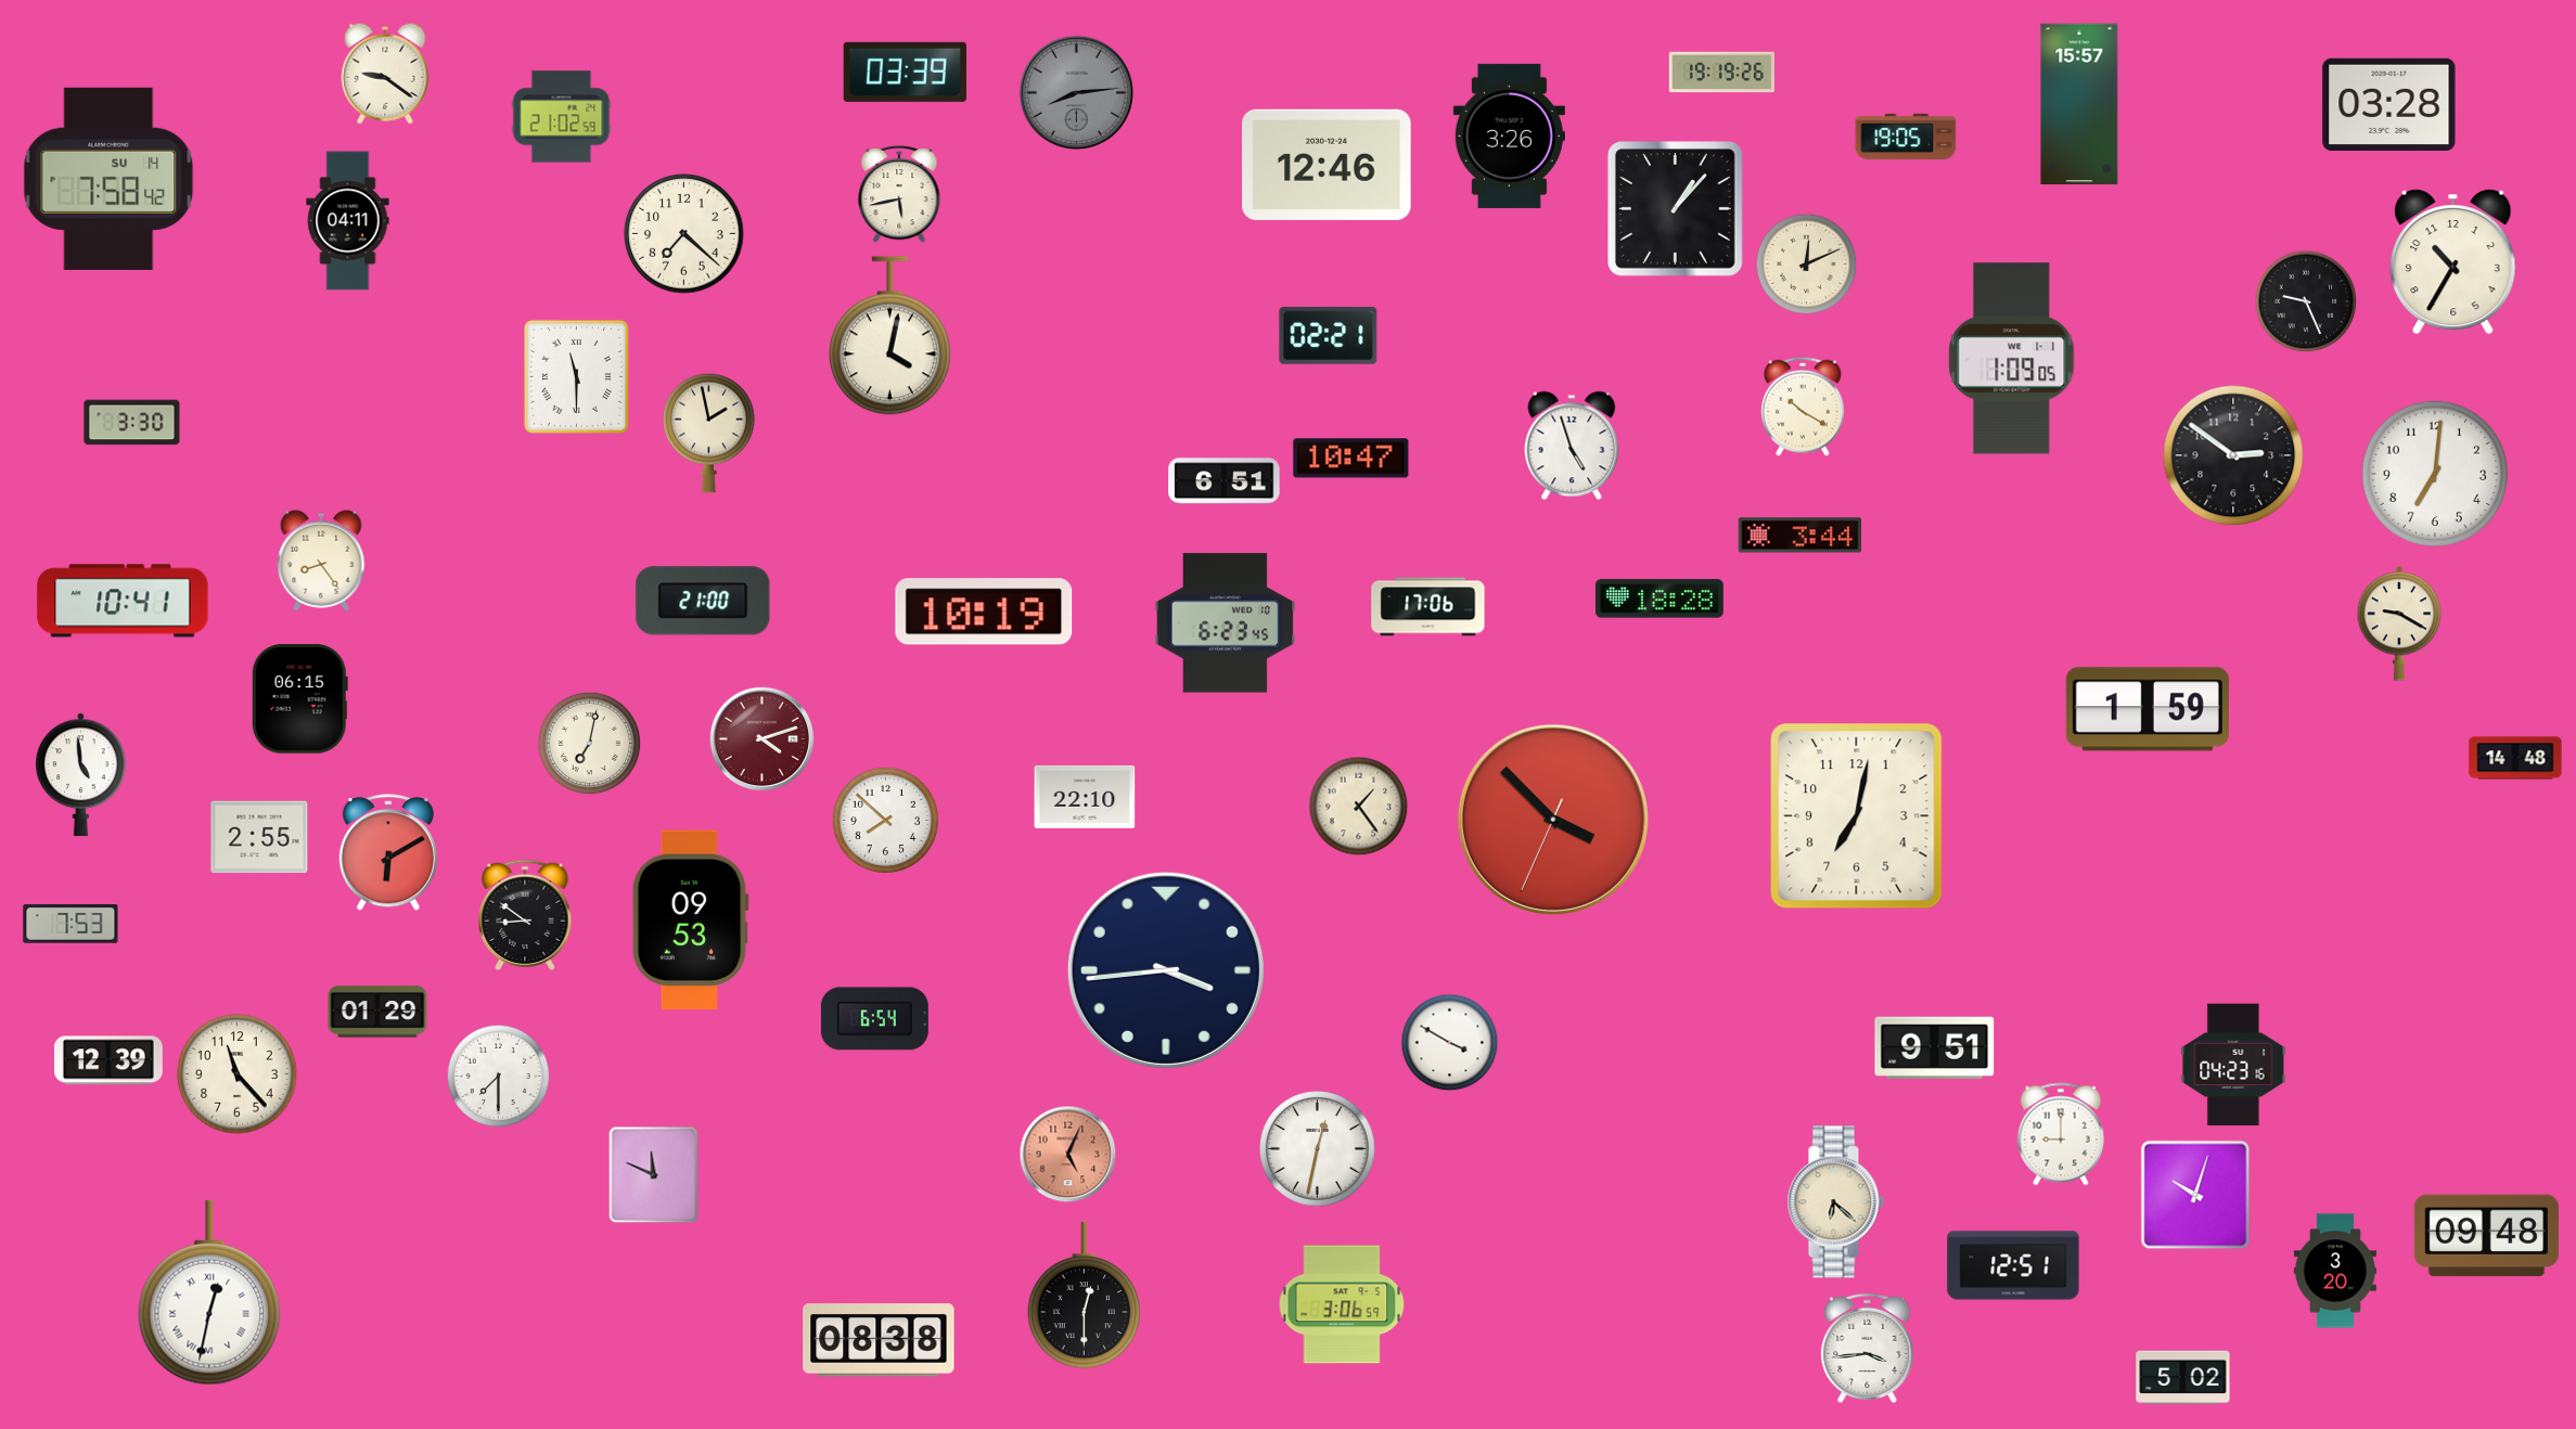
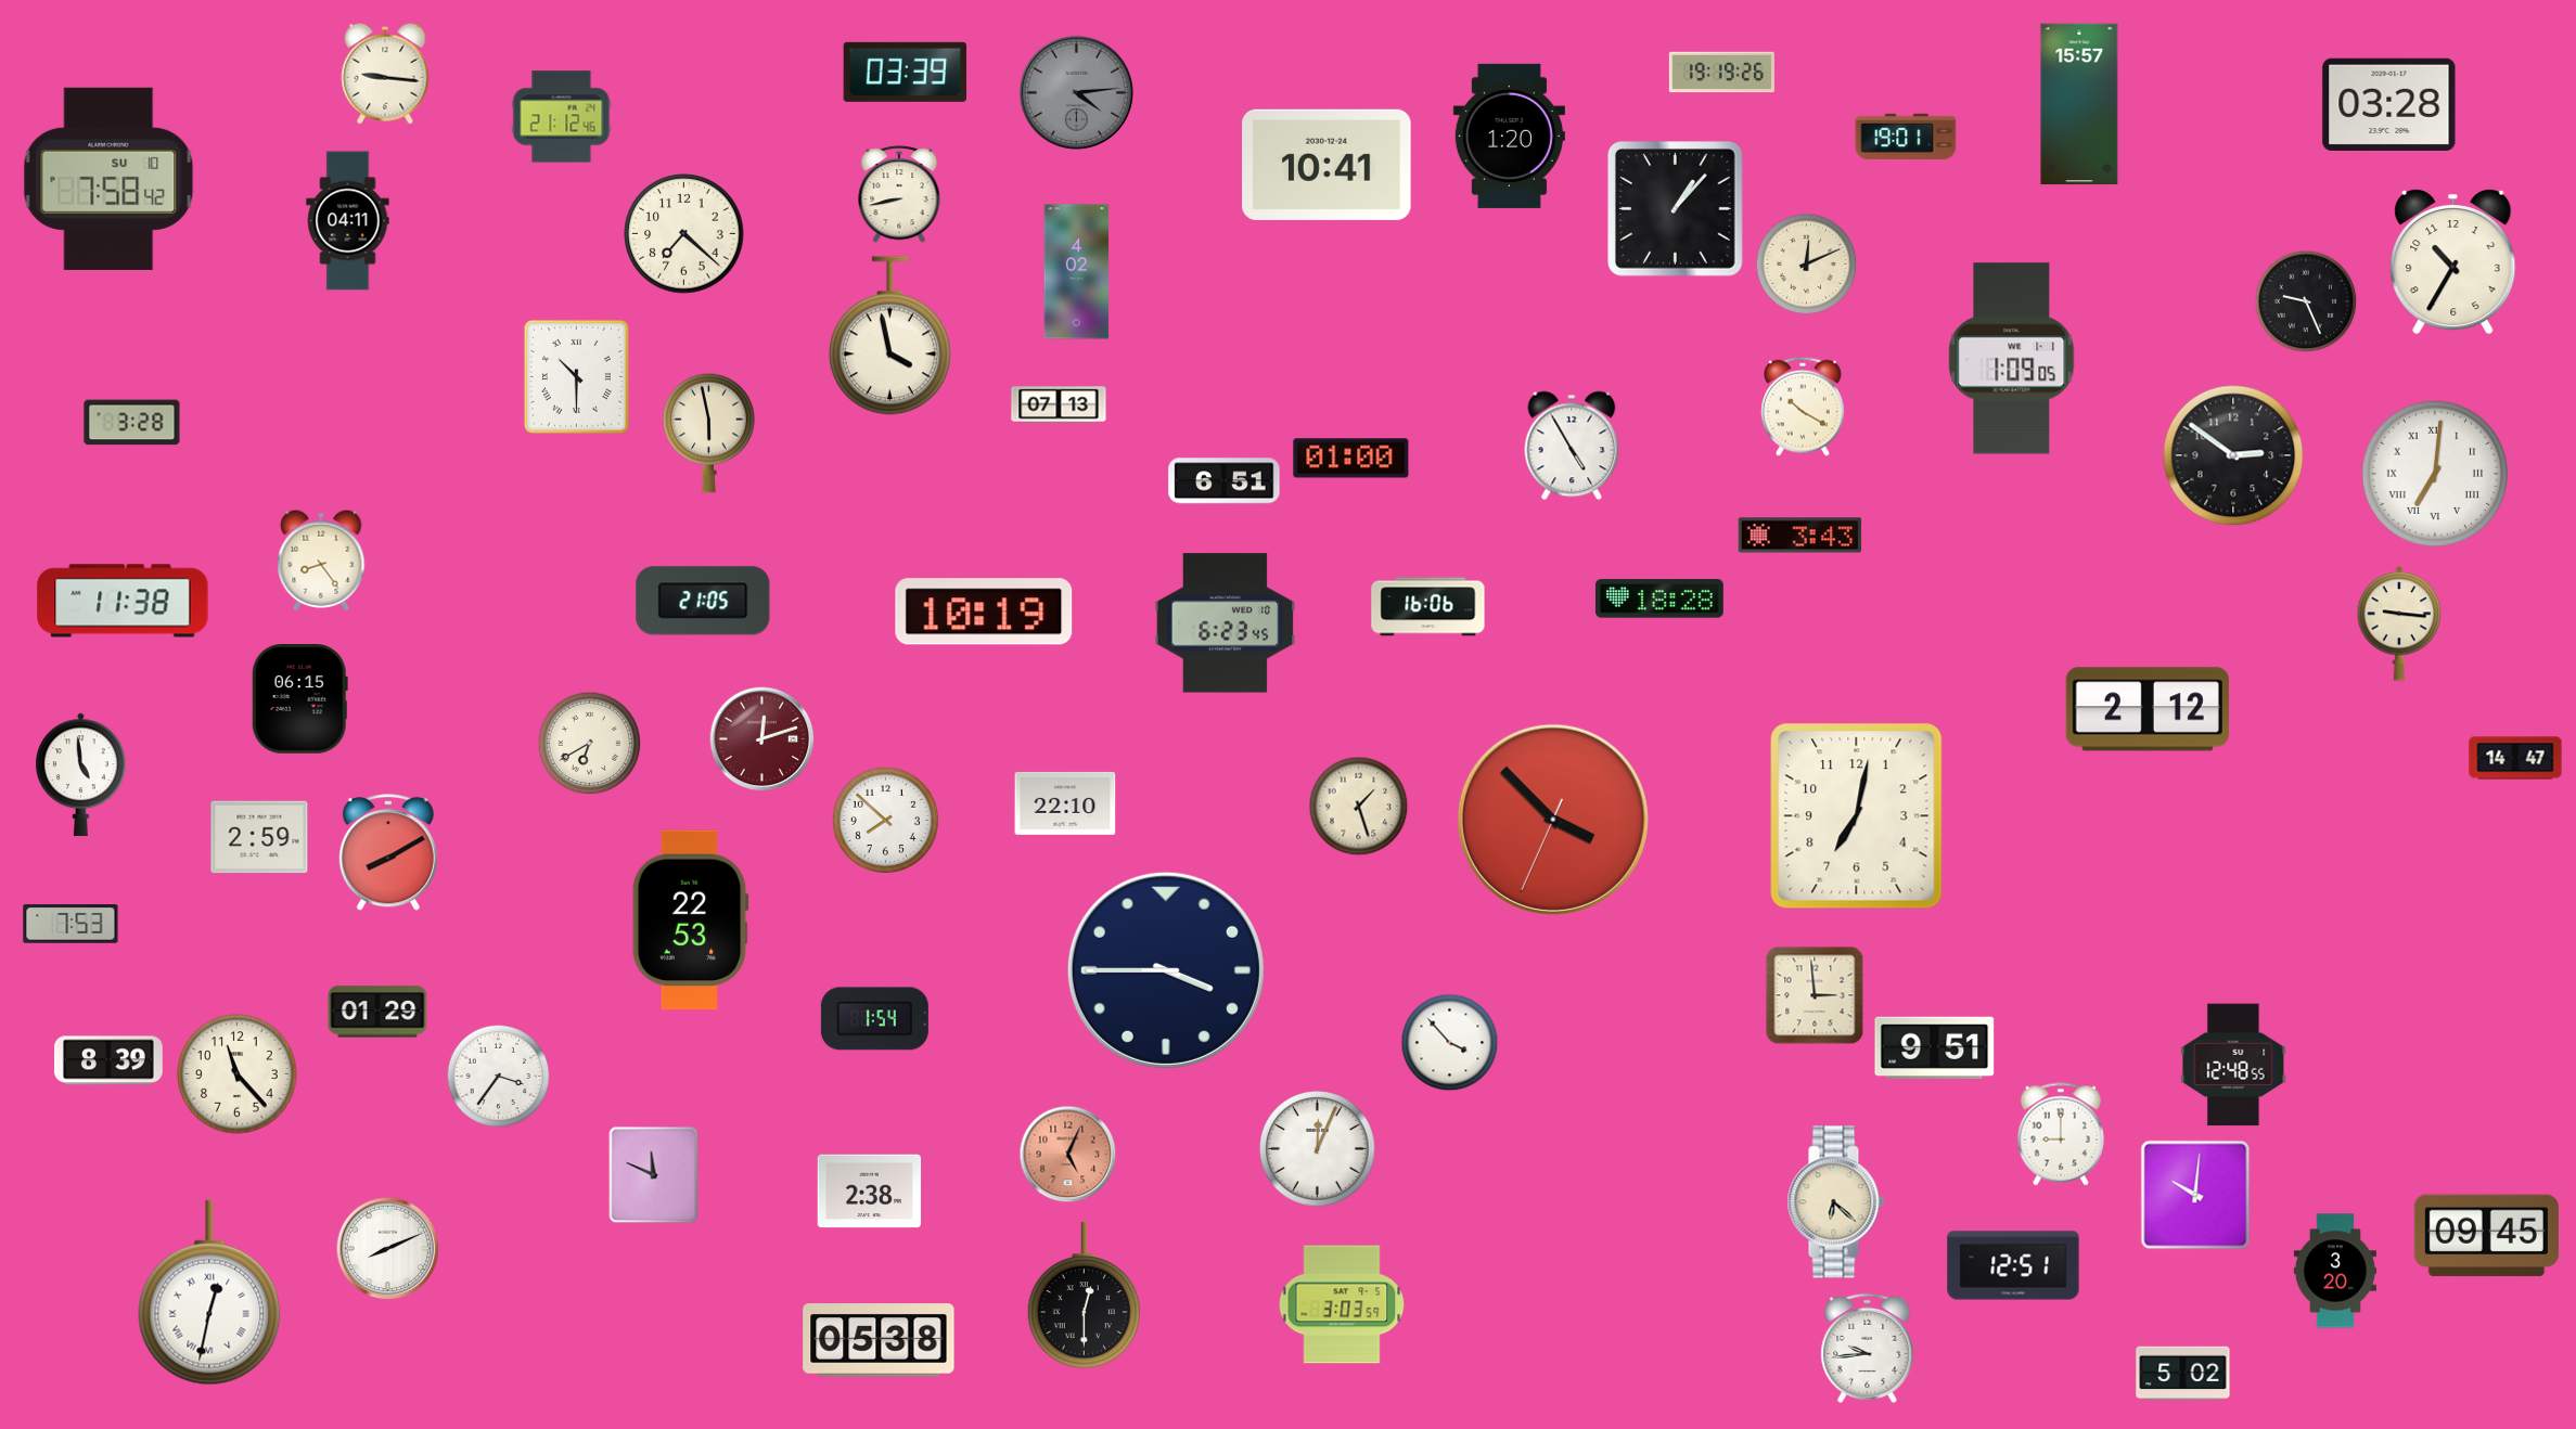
clock at (385, 74): 9:21 -> 9:16
clock at (1076, 92): 8:14 -> 4:14
clock at (562, 117): 21:02 -> 21:12
clock at (1509, 136): 3:26 -> 1:20
clock at (1906, 137): 19:05 -> 19:01
clock at (1327, 165): 12:46 -> 10:41
clock at (108, 179) date: SU 14 -> SU 10
clock at (899, 195): 5:43 -> 8:43
clock at (1077, 272): none -> 4:02
clock at (1329, 335): 02:21 -> none
clock at (889, 336): 4:02 -> 3:58
clock at (576, 376): 11:30 -> 10:30
clock at (1059, 404): none -> 07:13
clock at (132, 423): 3:30 -> 3:28
clock at (709, 433): 1:58 -> 5:58
clock at (1572, 446): 4:57 -> 4:55
clock at (1351, 459): 10:47 -> 01:00
clock at (2435, 474) numerals: Arabic -> Roman
clock at (1800, 536): 3:44 -> 3:43
clock at (123, 601): 10:41 -> 11:38
clock at (703, 601): 21:00 -> 21:05
clock at (1428, 607): 17:06 -> 16:06
clock at (2399, 623): 9:20 -> 9:16
clock at (2148, 709): 1:59 -> 2:12
clock at (762, 739): 4:12 -> 12:12
clock at (590, 744): 7:02 -> 6:40
clock at (2515, 758): 14:48 -> 14:47
clock at (1085, 797) position: (1085, 797) -> (1065, 803)
clock at (1359, 807): 1:24 -> 1:27
clock at (259, 837): 2:55 -> 2:59
clock at (388, 853): 6:10 -> 8:10
clock at (525, 915): 8:51 -> none
clock at (690, 921): 09:53 -> 22:53
clock at (1166, 970): 3:44 -> 3:45
clock at (1815, 995): none -> 2:59
clock at (874, 1019): 6:54 -> 1:54
clock at (1450, 1043): 3:50 -> 3:53
clock at (108, 1060): 12:39 -> 8:39
clock at (2233, 1065): 04:23 -> 12:48
clock at (499, 1077): 7:30 -> 3:36
clock at (1318, 1149): 12:32 -> 12:04
clock at (870, 1192): none -> 2:38
clock at (2195, 1195): 10:03 -> 10:01
clock at (2486, 1236): 09:48 -> 09:45
clock at (388, 1249): none -> 8:11
clock at (1342, 1304): 3:06 -> 3:03
clock at (879, 1340): 08:38 -> 05:38
clock at (1868, 1348): 3:44 -> 9:44
clock at (2183, 1378) position: (2183, 1378) -> (2183, 1374)
